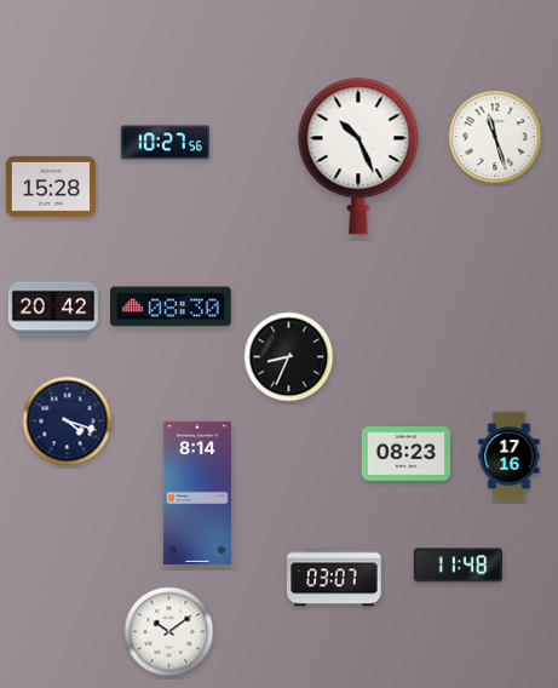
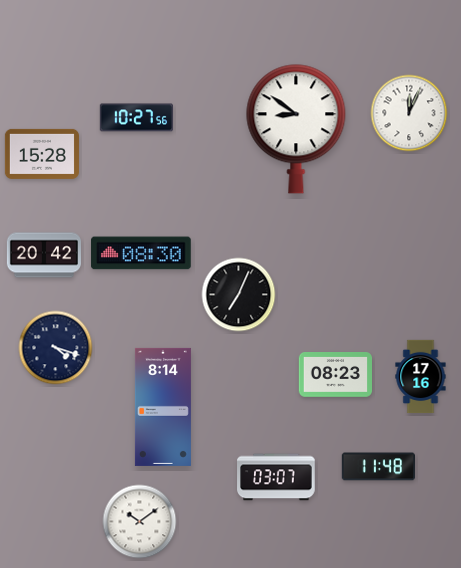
clock at (495, 137): 11:27 -> 12:04
clock at (358, 156): 10:26 -> 8:51
clock at (289, 357): 8:34 -> 7:04
